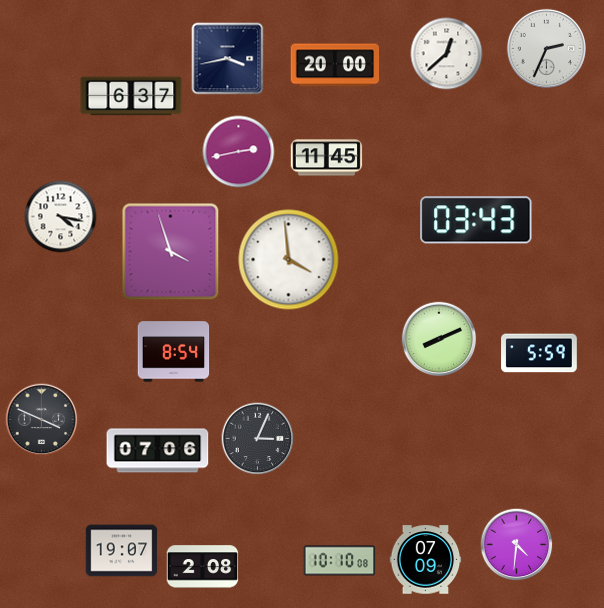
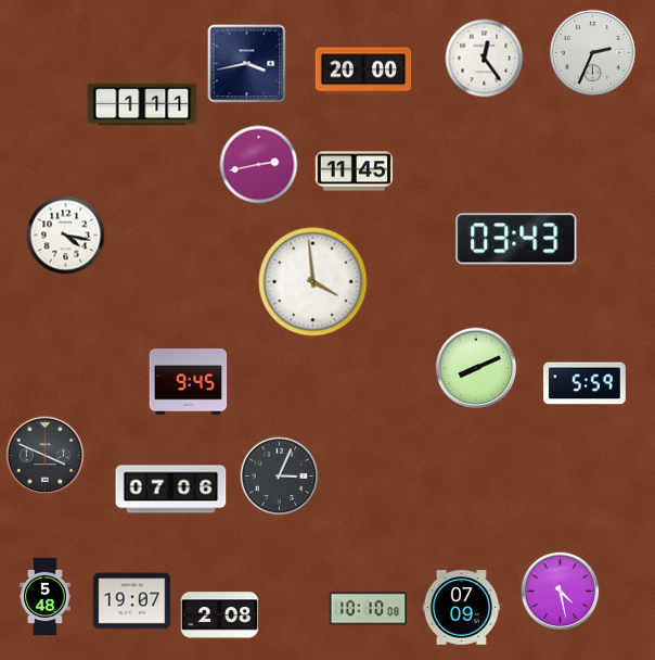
clock at (447, 54): 12:38 -> 12:24
clock at (131, 96): 6:37 -> 1:11
clock at (171, 252): 3:57 -> none
clock at (174, 352): 8:54 -> 9:45
clock at (517, 545): 4:31 -> 4:28
clock at (46, 597): none -> 5:48
clock at (122, 551) position: (122, 551) -> (132, 601)
